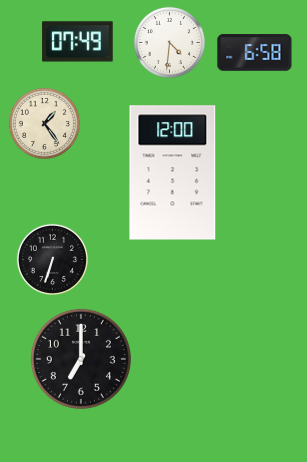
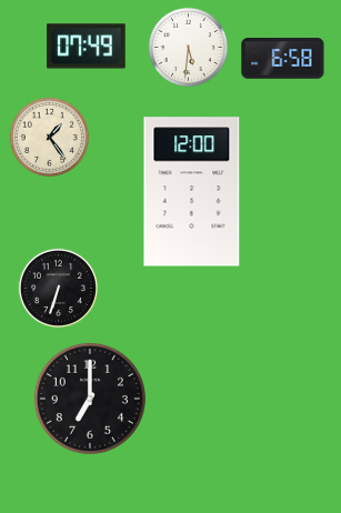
clock at (169, 42): 4:31 -> 5:31
